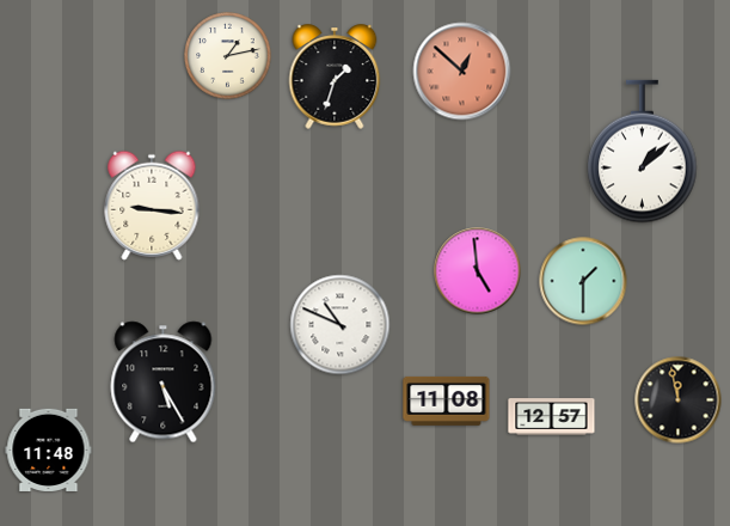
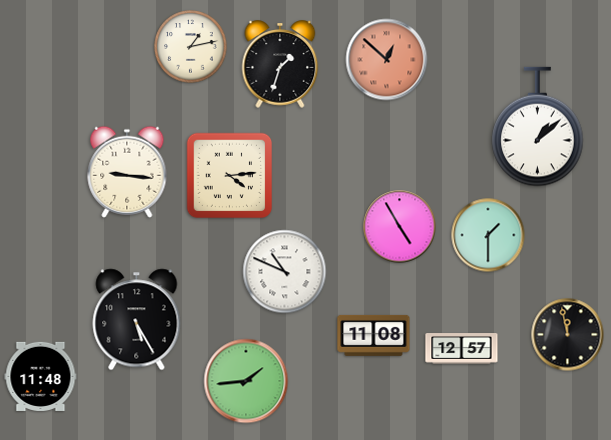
clock at (230, 176): none -> 4:14
clock at (478, 271): 4:59 -> 4:55
clock at (246, 381): none -> 1:44
